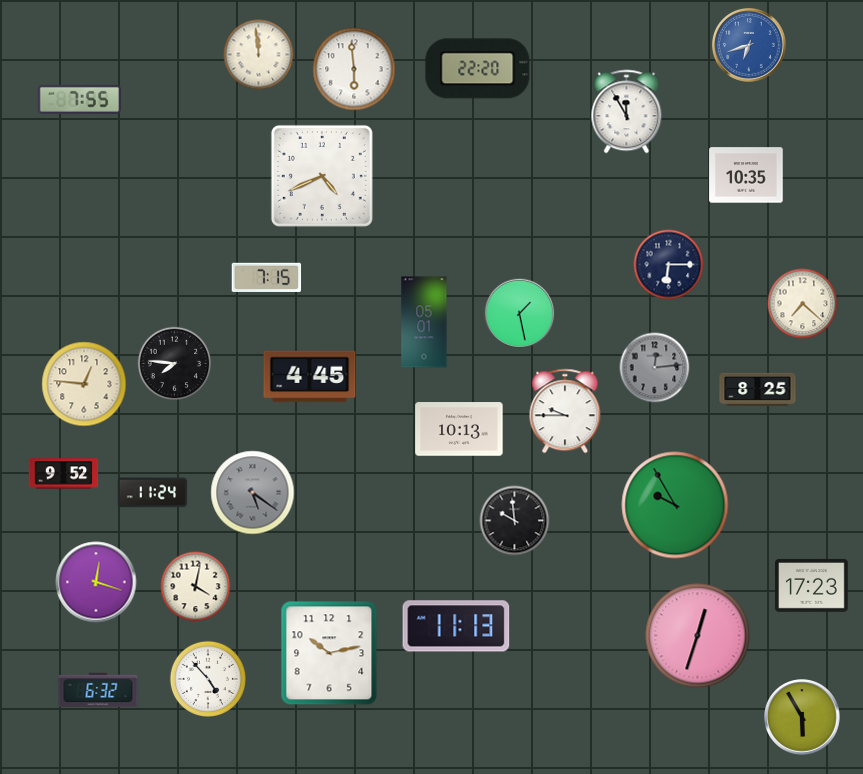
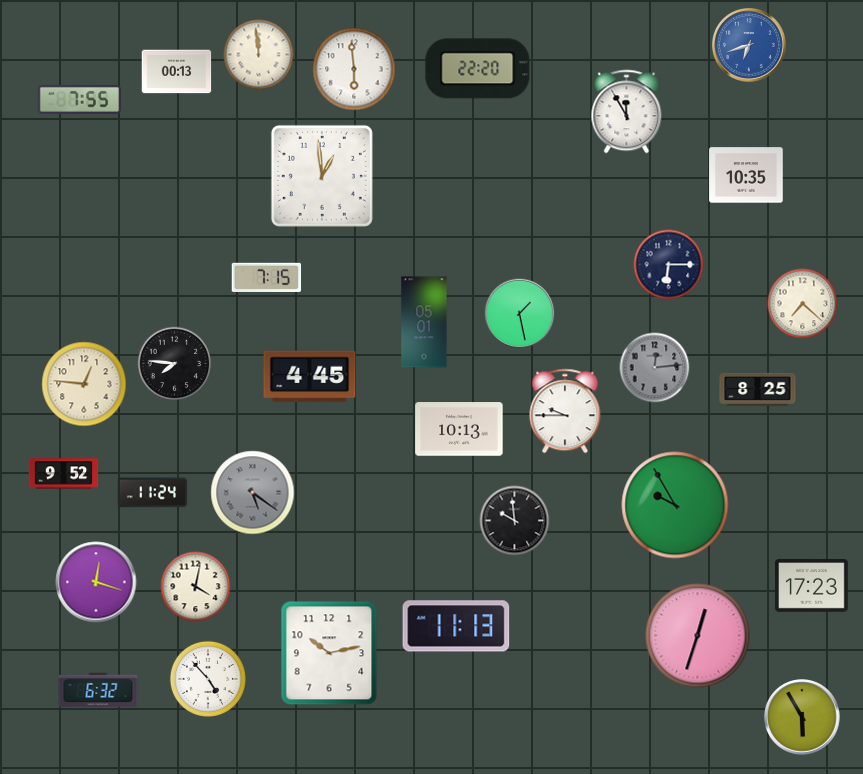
clock at (177, 72): none -> 00:13
clock at (322, 176): 4:41 -> 12:59
